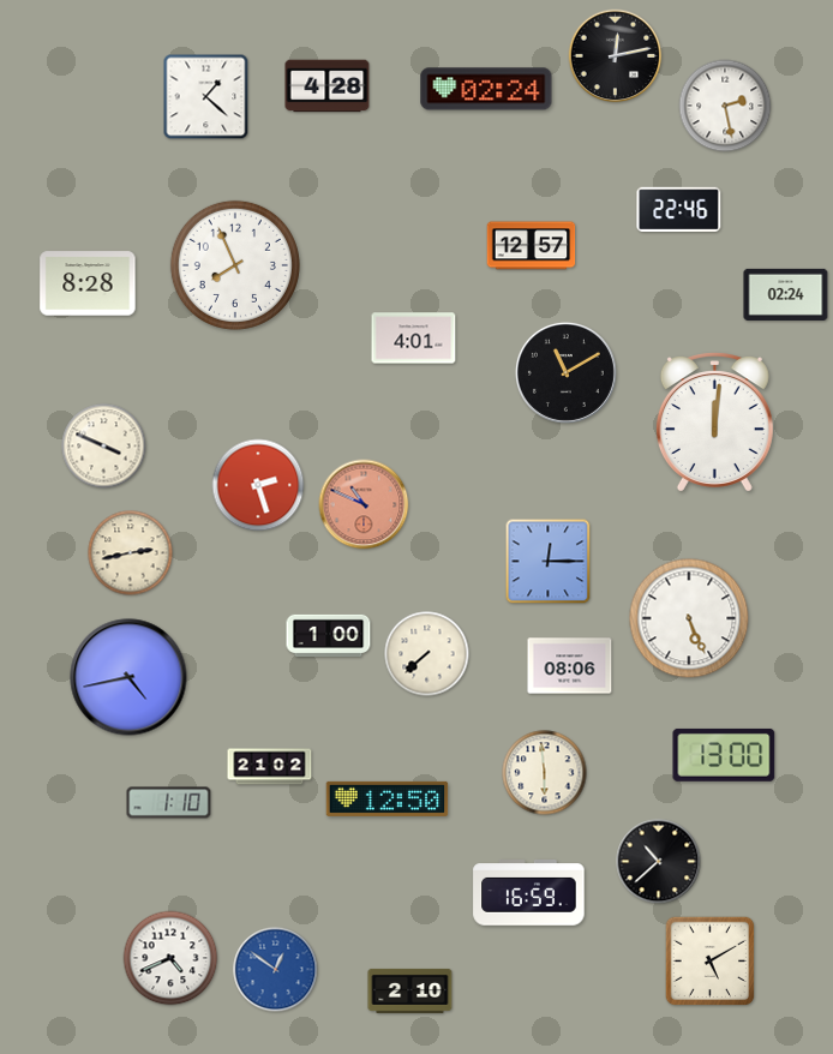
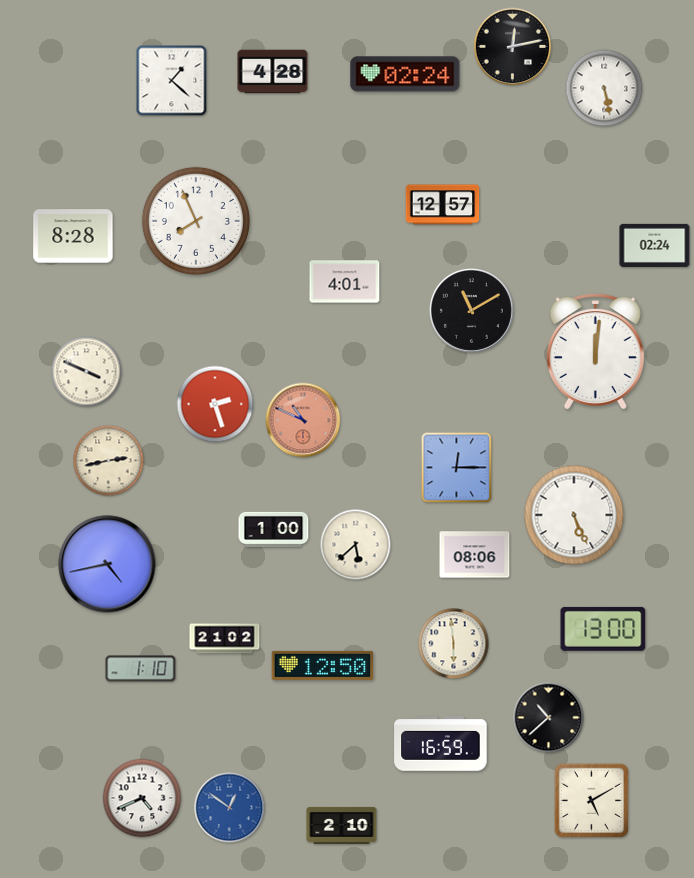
clock at (725, 106): 2:28 -> 5:28
clock at (679, 209): 22:46 -> none
clock at (427, 654): 7:38 -> 5:38
